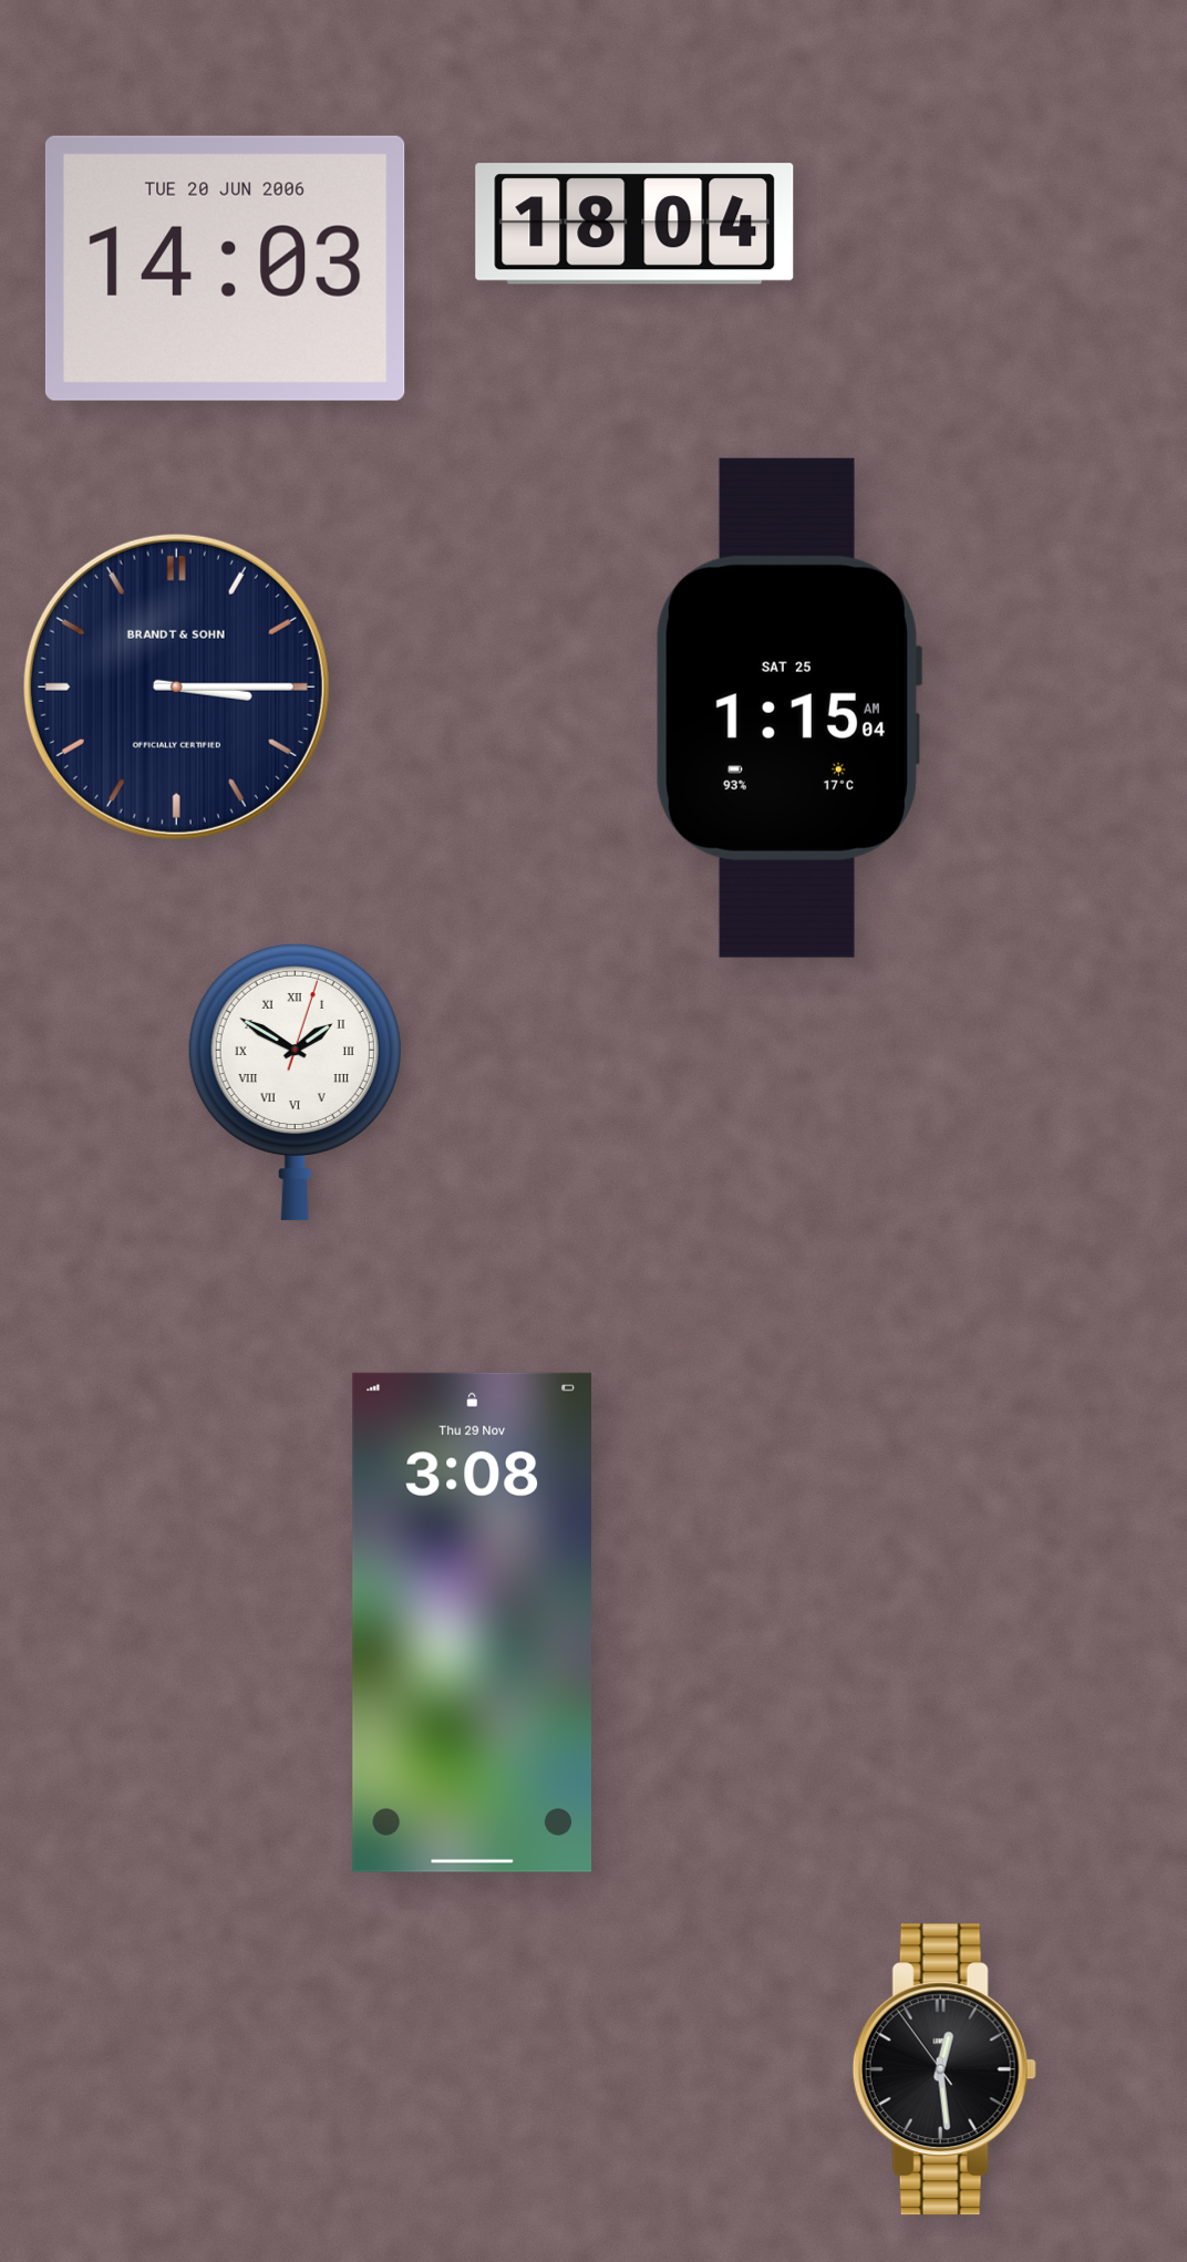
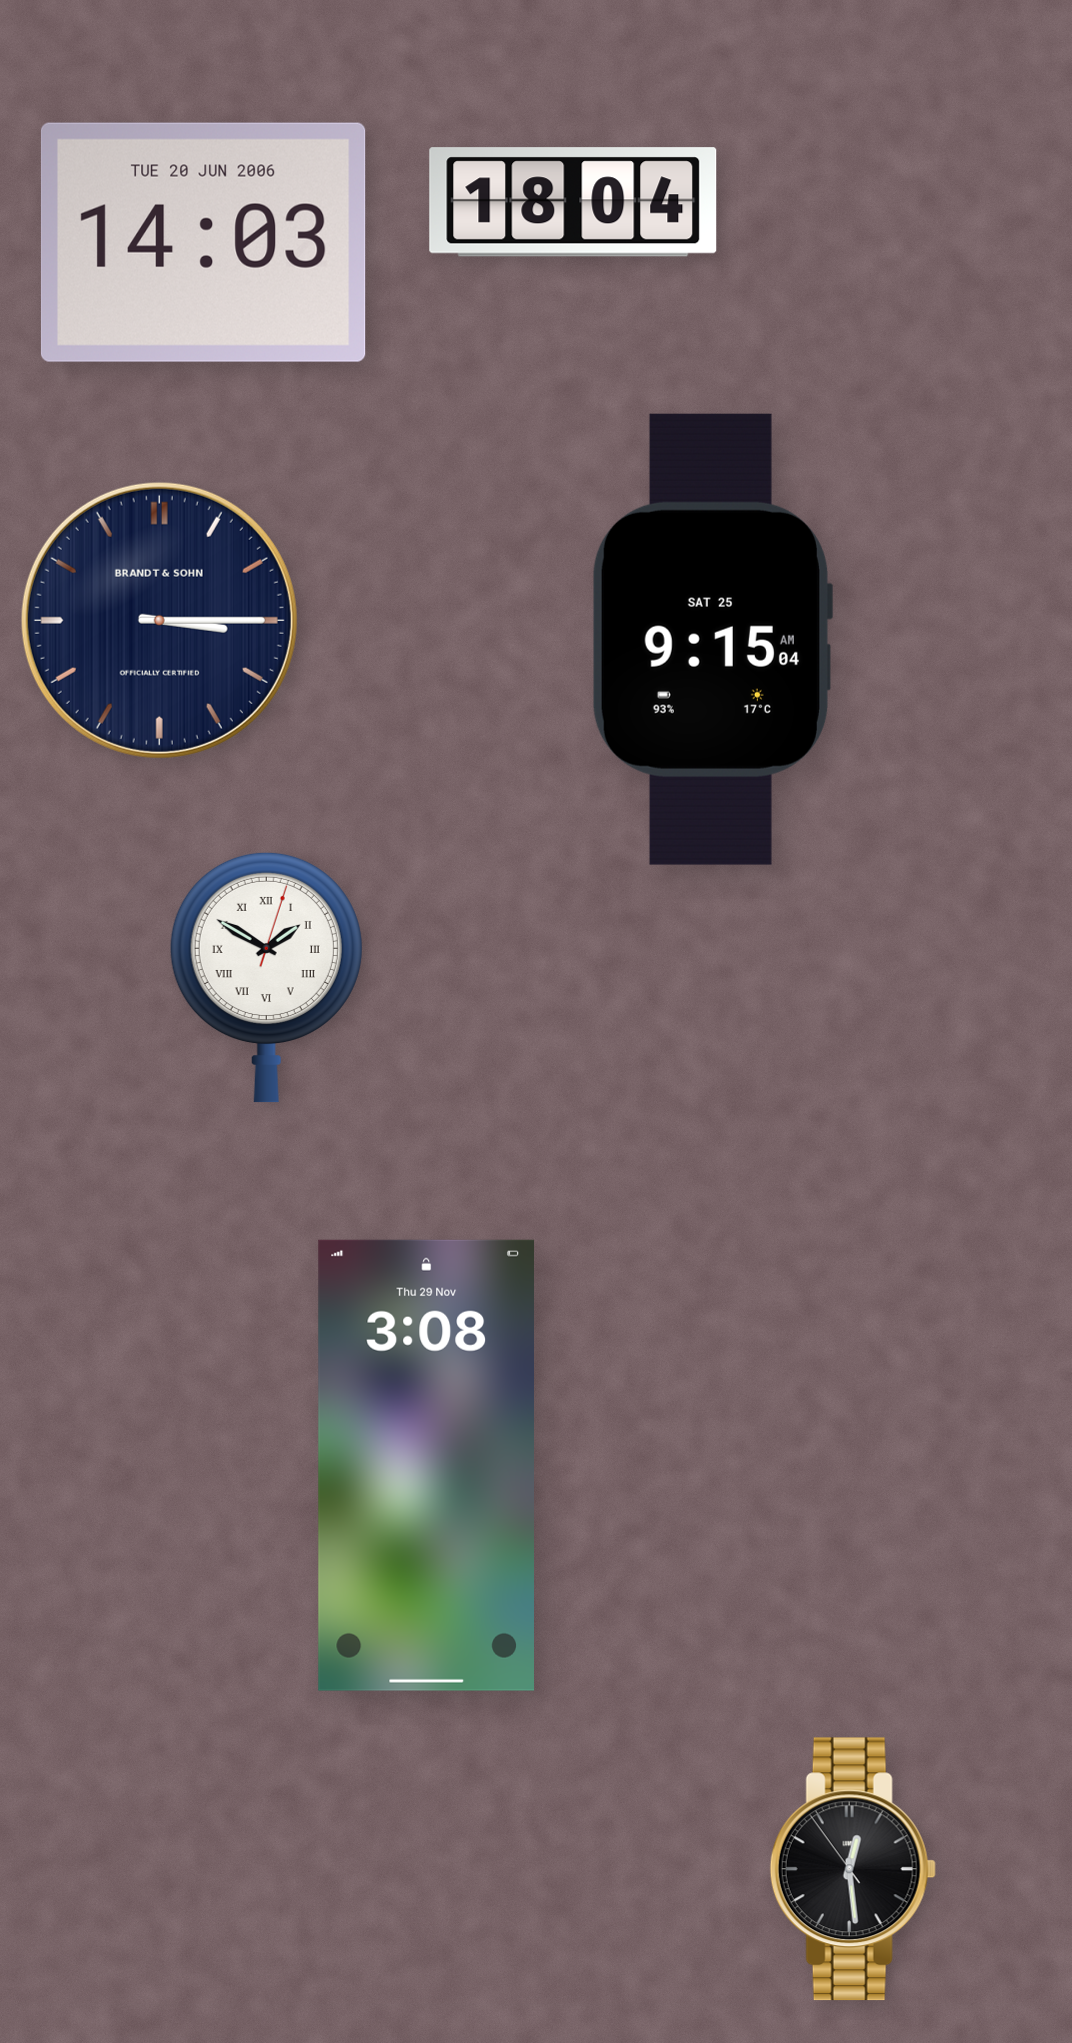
clock at (788, 707): 1:15 -> 9:15
